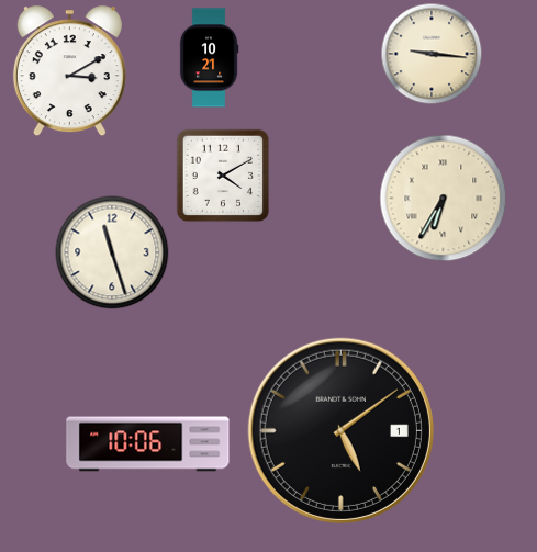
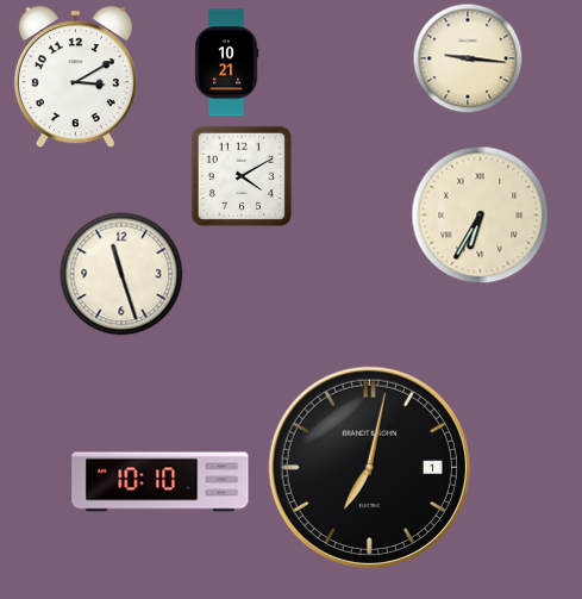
clock at (222, 174) position: (222, 174) -> (240, 175)
clock at (340, 430): 5:09 -> 7:02
clock at (148, 444): 10:06 -> 10:10
